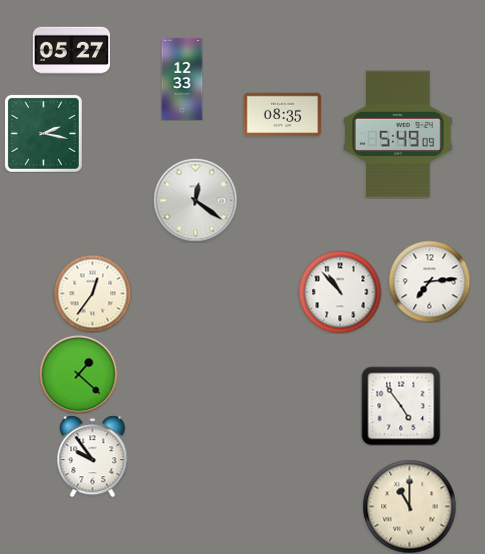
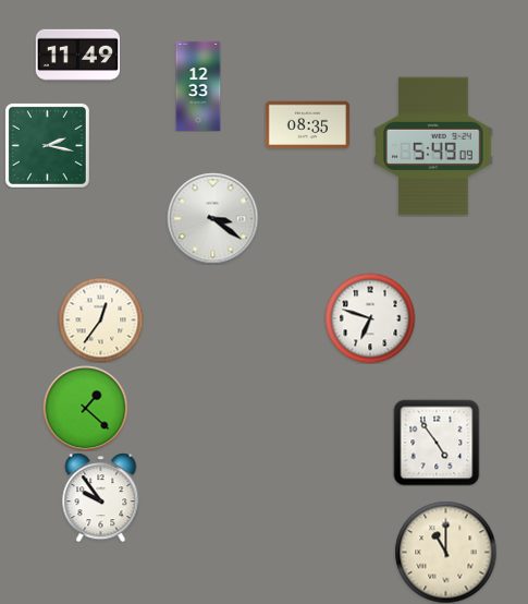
clock at (71, 50): 05:27 -> 11:49
clock at (195, 200): 12:21 -> 3:21
clock at (429, 281): 7:14 -> none
clock at (340, 292): 10:53 -> 6:48
